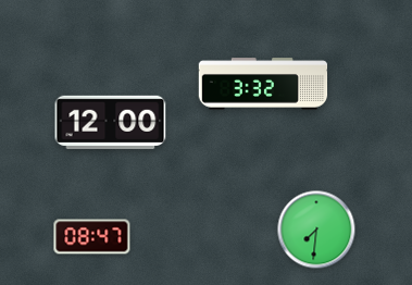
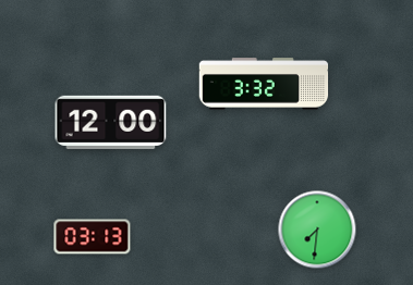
clock at (92, 237): 08:47 -> 03:13
